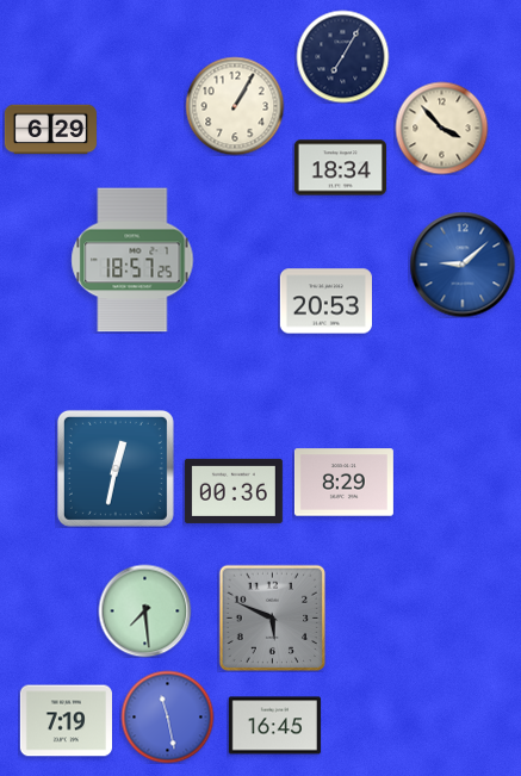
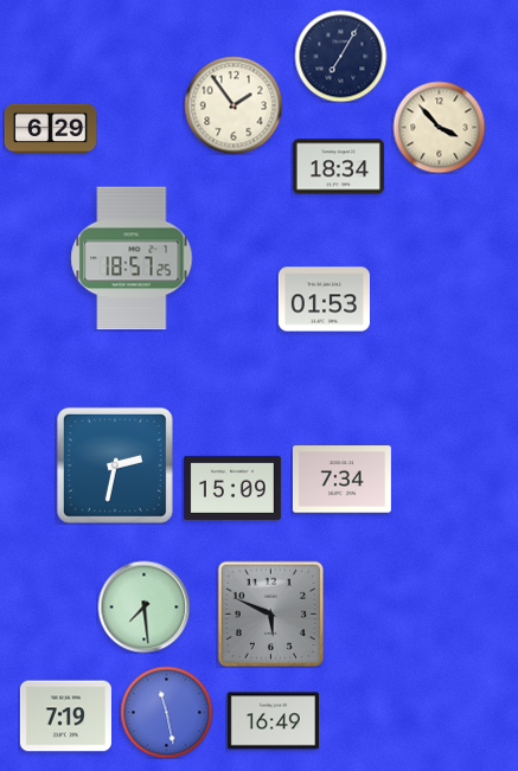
clock at (235, 106): 1:05 -> 1:54
clock at (463, 265): 9:08 -> none
clock at (325, 302): 20:53 -> 01:53
clock at (116, 468): 12:32 -> 2:32
clock at (343, 483): 8:29 -> 7:34
clock at (234, 491): 00:36 -> 15:09
clock at (274, 726): 16:45 -> 16:49
